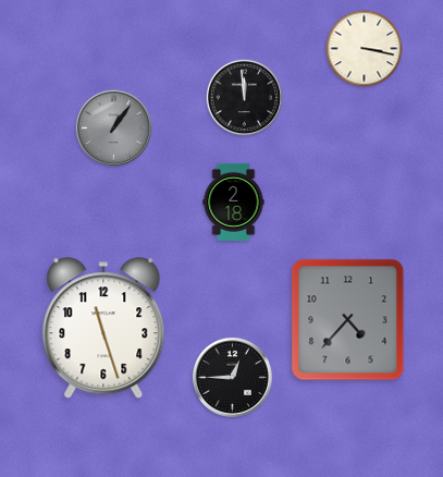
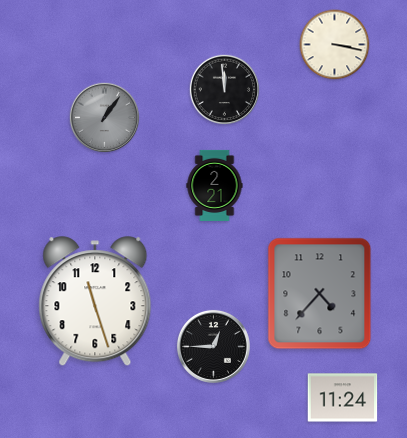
clock at (234, 201): 2:18 -> 2:21
clock at (343, 398): none -> 11:24
